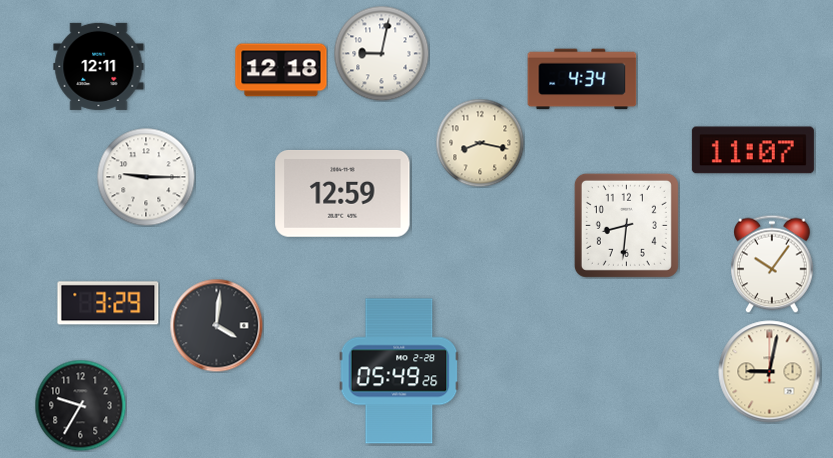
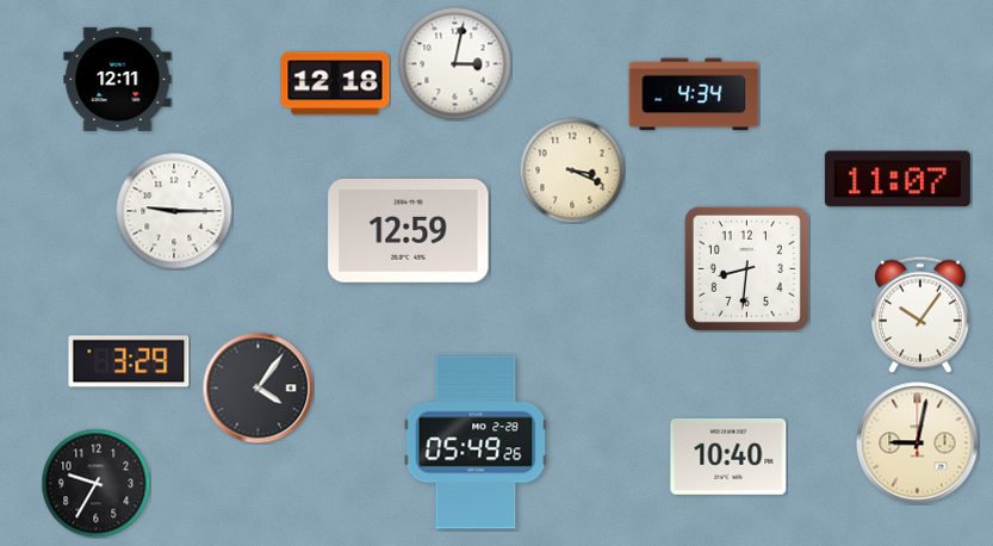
clock at (381, 53): 9:02 -> 3:02
clock at (480, 143): 8:17 -> 3:19
clock at (216, 325): 4:01 -> 4:06
clock at (728, 457): none -> 10:40
